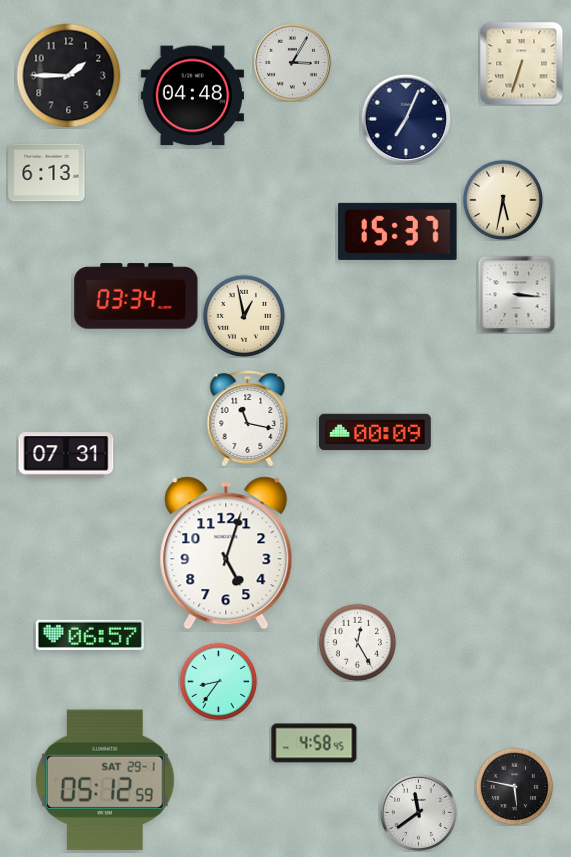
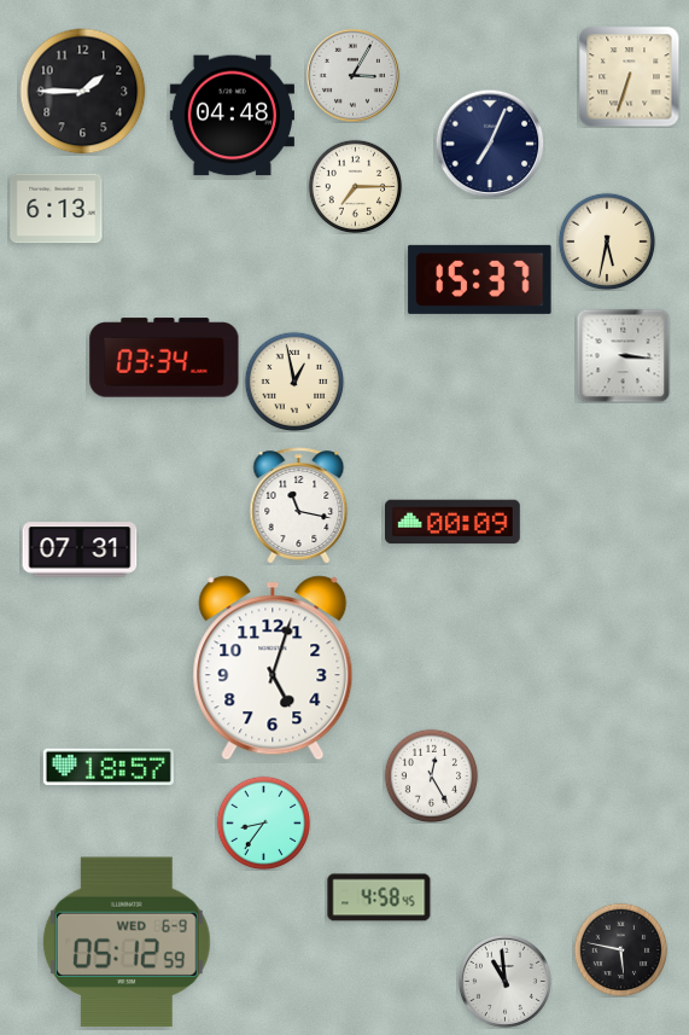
clock at (355, 186): none -> 7:15
clock at (90, 635): 06:57 -> 18:57
clock at (105, 780) date: SAT 29-1 -> WED 6-9
clock at (418, 812): 11:39 -> 10:59
